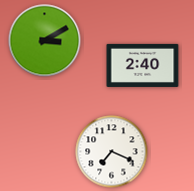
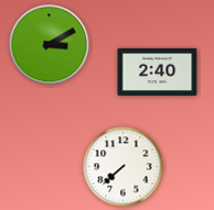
clock at (112, 152): 7:19 -> 7:38
